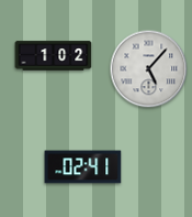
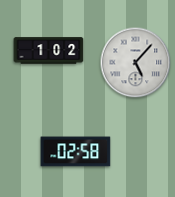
clock at (83, 167): 02:41 -> 02:58
